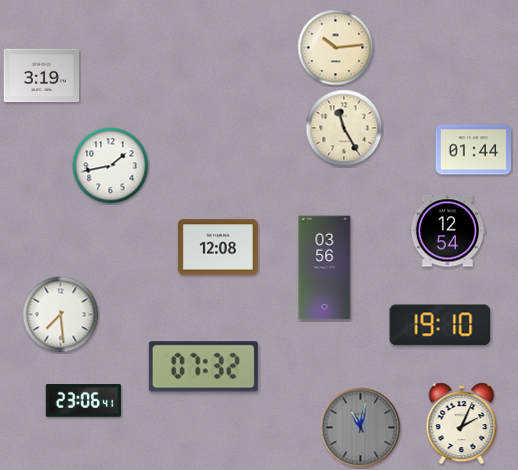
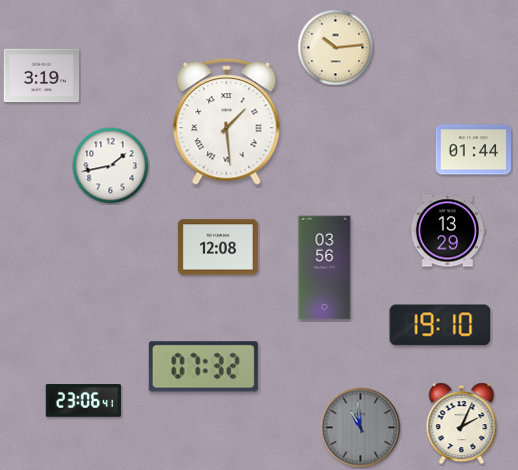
clock at (227, 122): none -> 1:29
clock at (344, 128): 11:25 -> none
clock at (448, 231): 12:54 -> 13:29
clock at (61, 315): 7:29 -> none
clock at (361, 428): 11:02 -> 10:59
